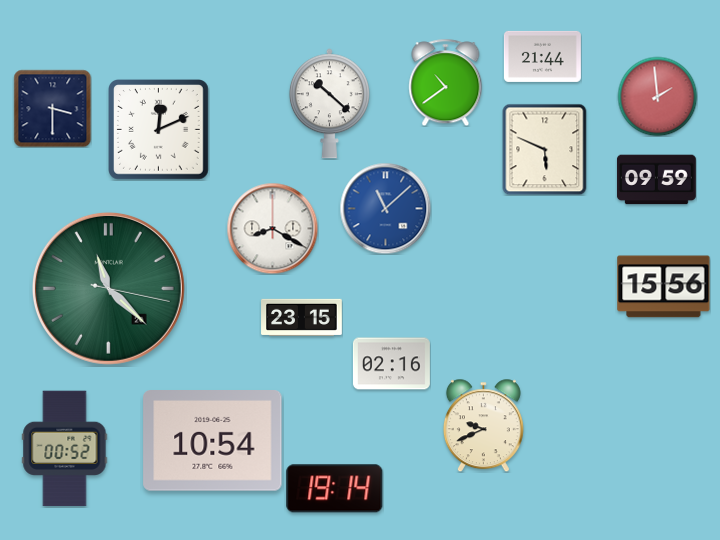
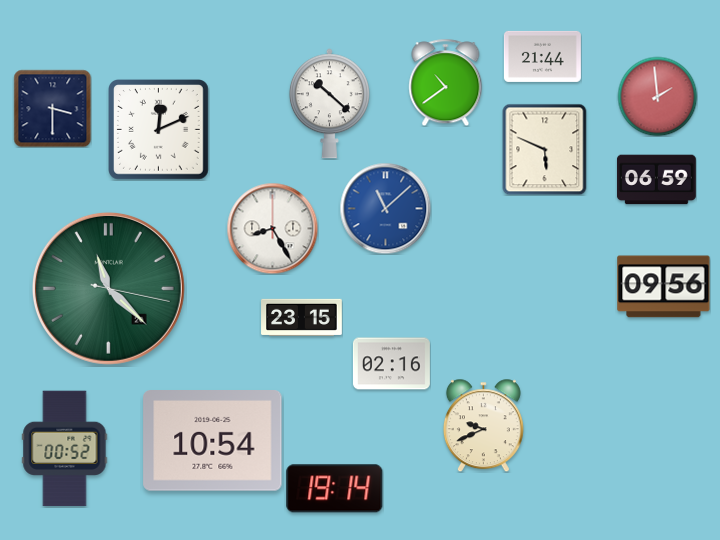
clock at (656, 180): 09:59 -> 06:59
clock at (272, 228): 8:20 -> 8:25
clock at (664, 287): 15:56 -> 09:56
